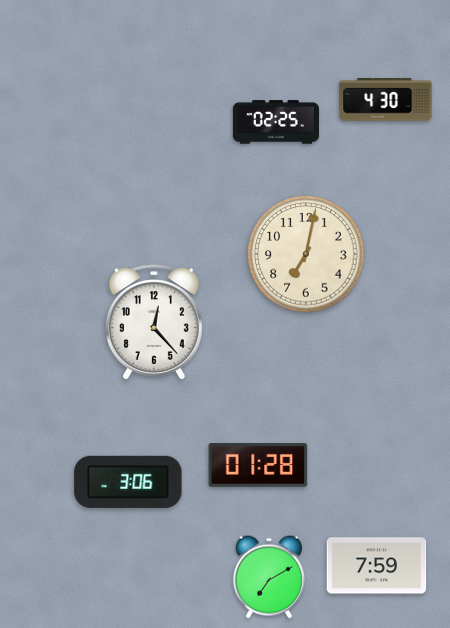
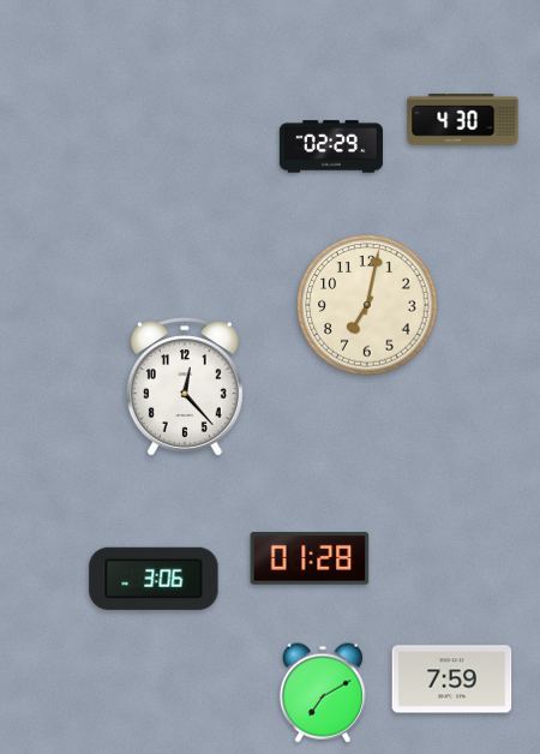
clock at (276, 122): 02:25 -> 02:29
